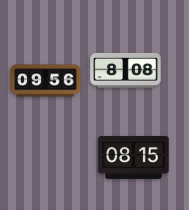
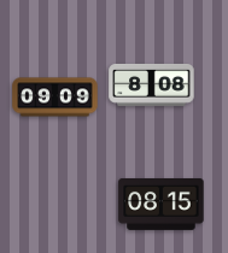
clock at (46, 81): 09:56 -> 09:09
clock at (134, 157) position: (134, 157) -> (162, 204)
